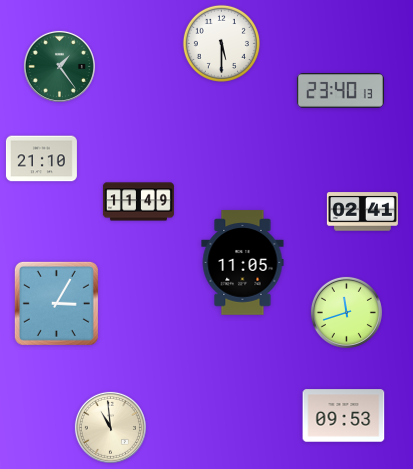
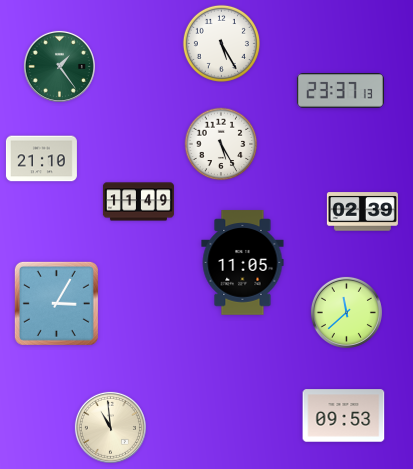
clock at (221, 43): 5:30 -> 5:25
clock at (340, 91): 23:40 -> 23:37
clock at (221, 144): none -> 5:25
clock at (362, 212): 02:41 -> 02:39
clock at (346, 312): 11:42 -> 11:38
